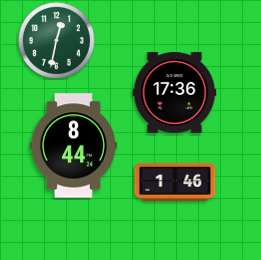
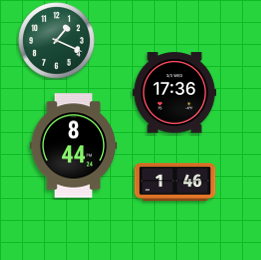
clock at (57, 41): 12:32 -> 1:19
